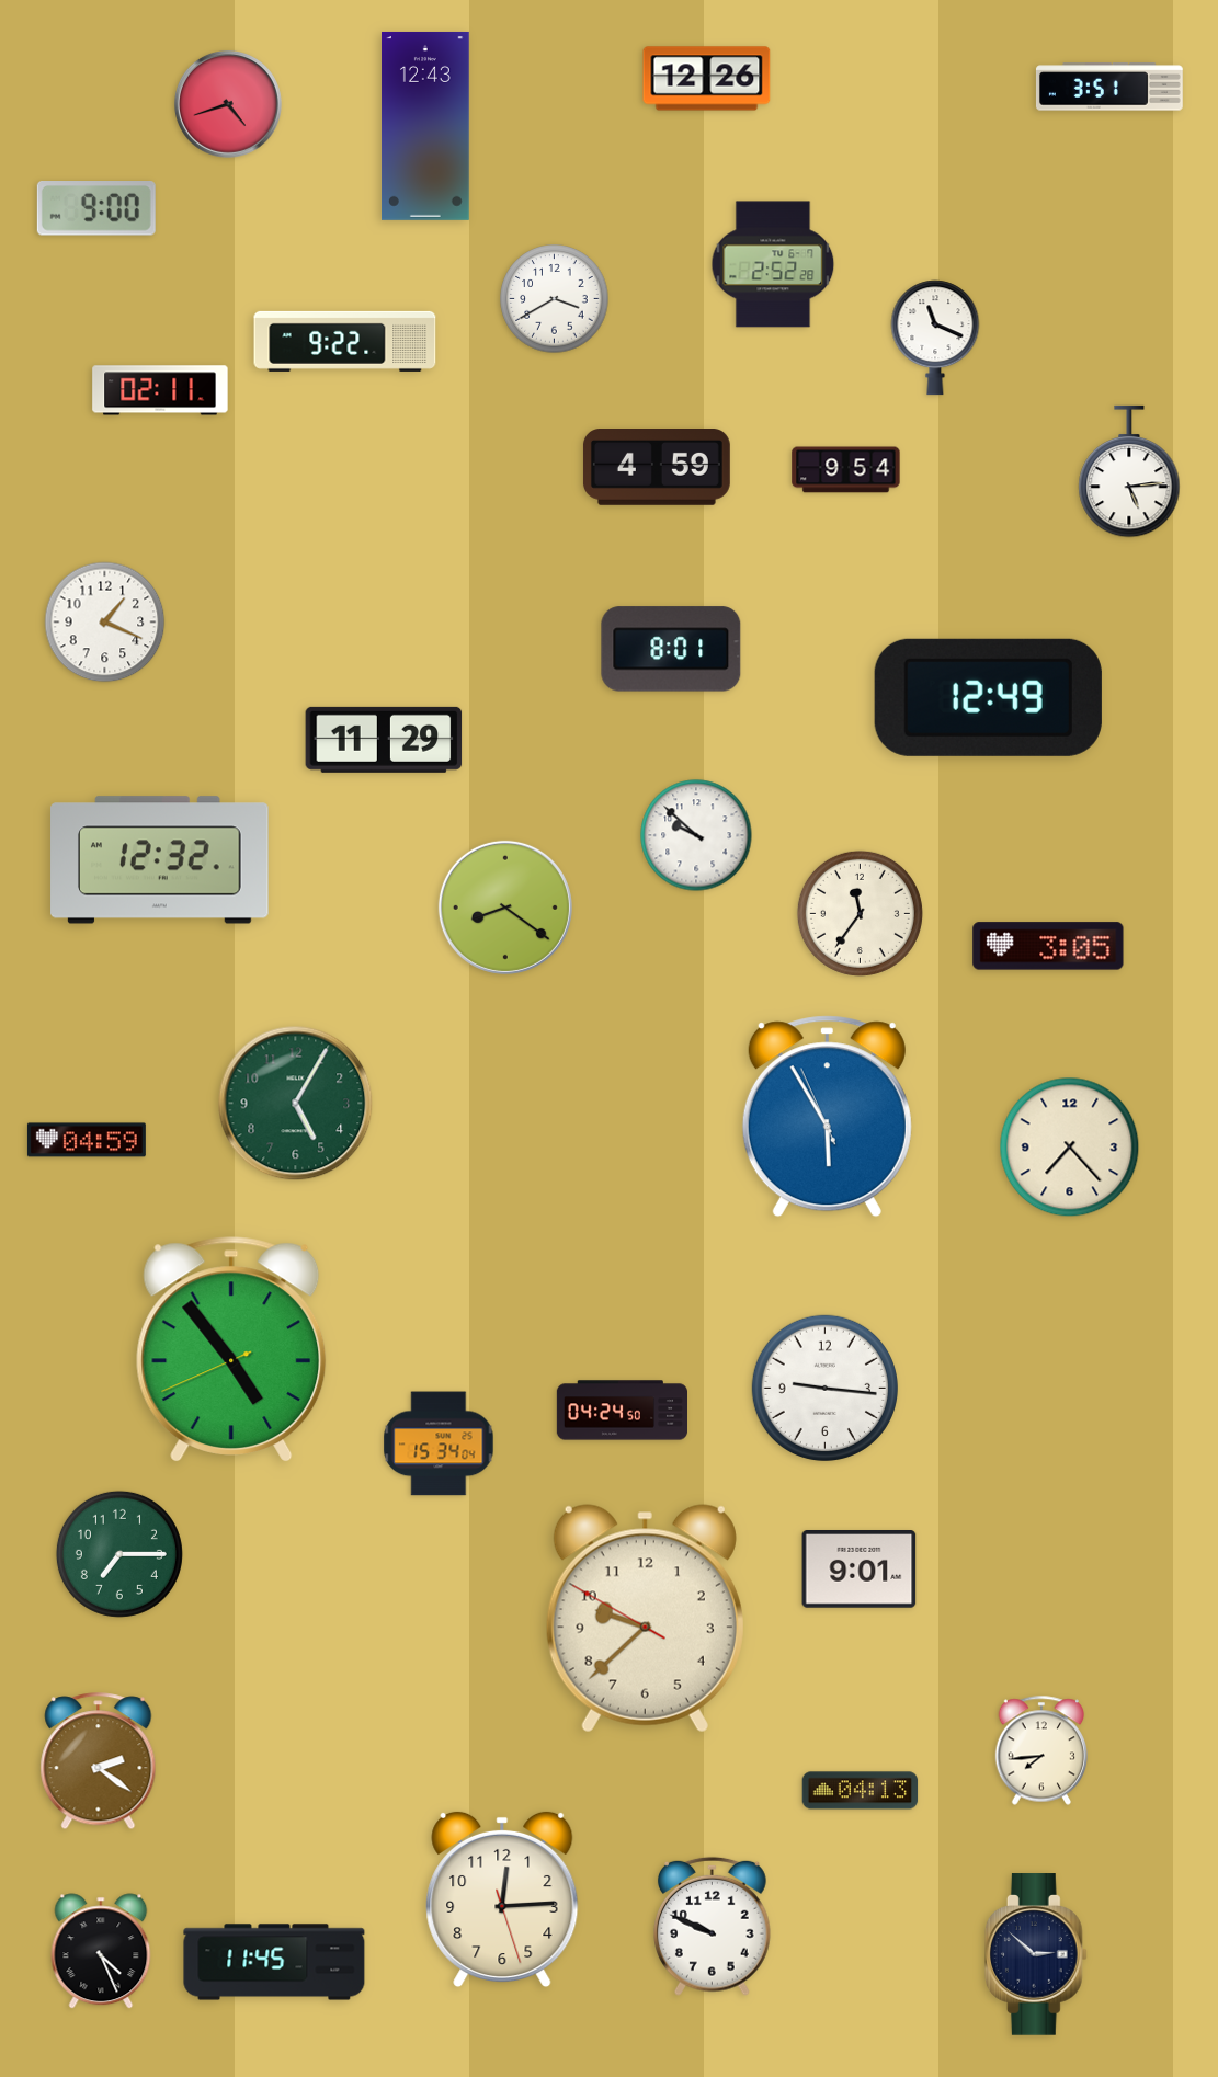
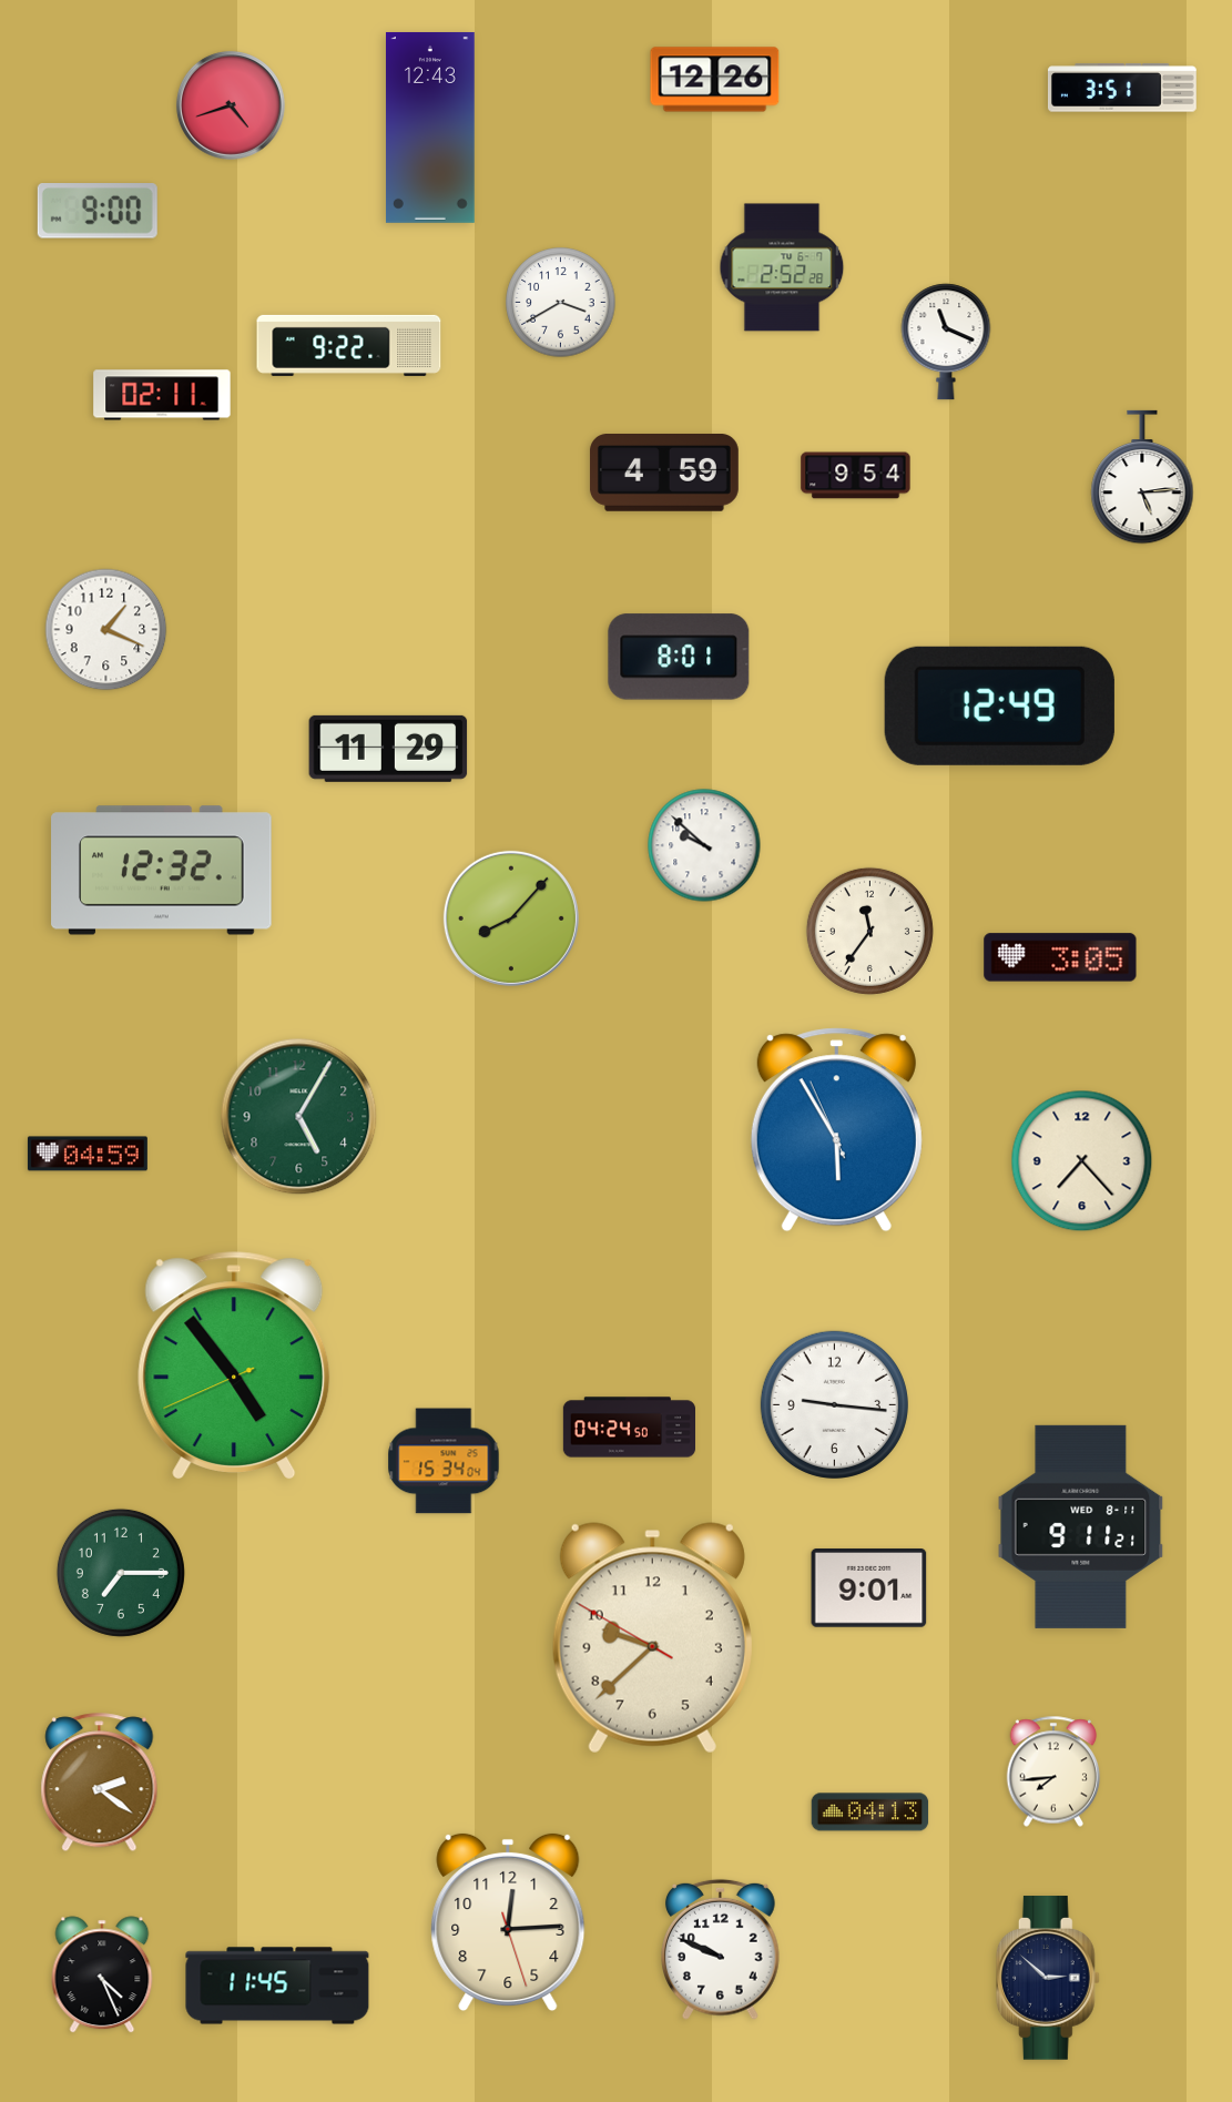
clock at (505, 908): 8:21 -> 8:07
clock at (860, 913) position: (860, 913) -> (869, 931)
clock at (1081, 1526): none -> 9:11
